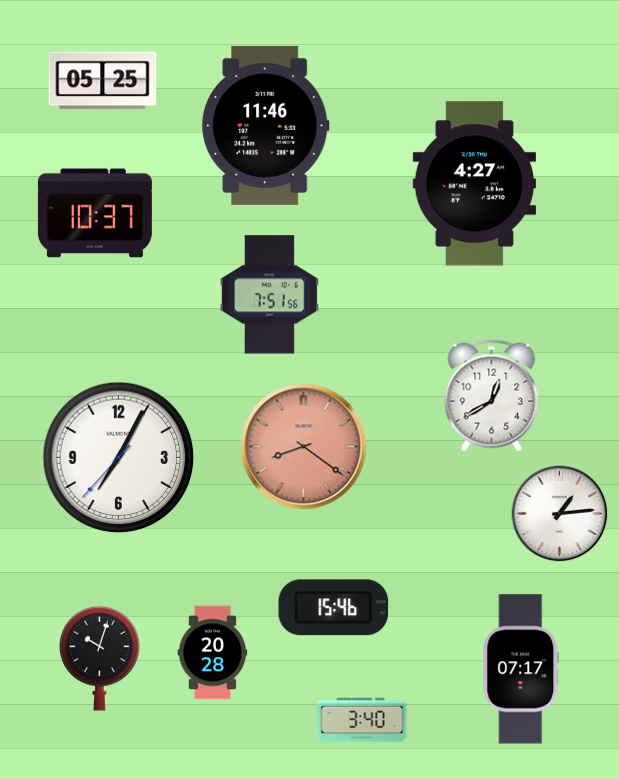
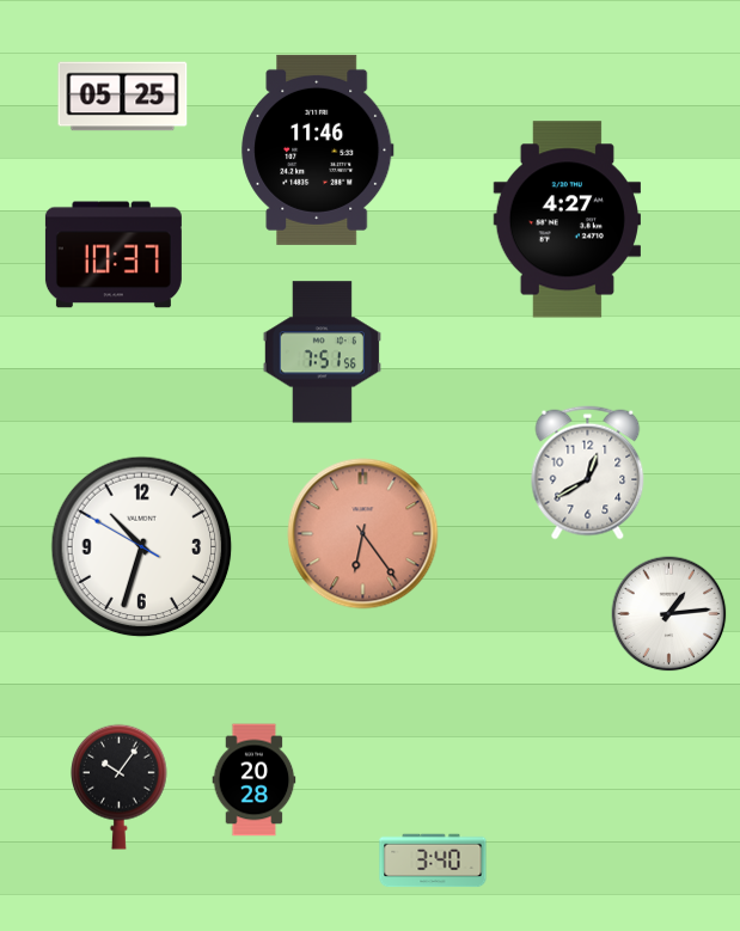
clock at (304, 447): 8:21 -> 6:24
clock at (119, 458): 7:04 -> 10:32
clock at (334, 608): 15:46 -> none
clock at (100, 658): 10:03 -> 10:06
clock at (521, 669): 07:17 -> none
